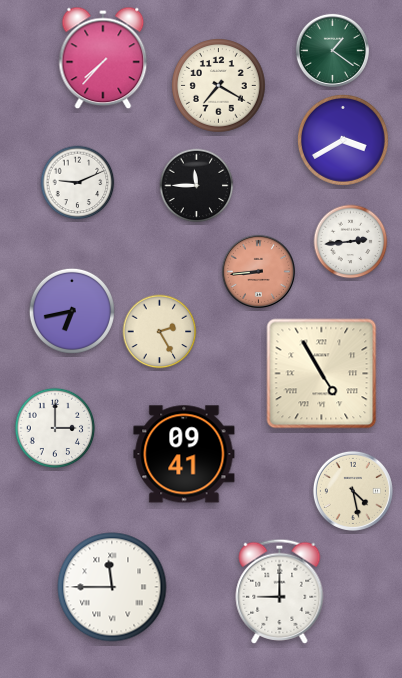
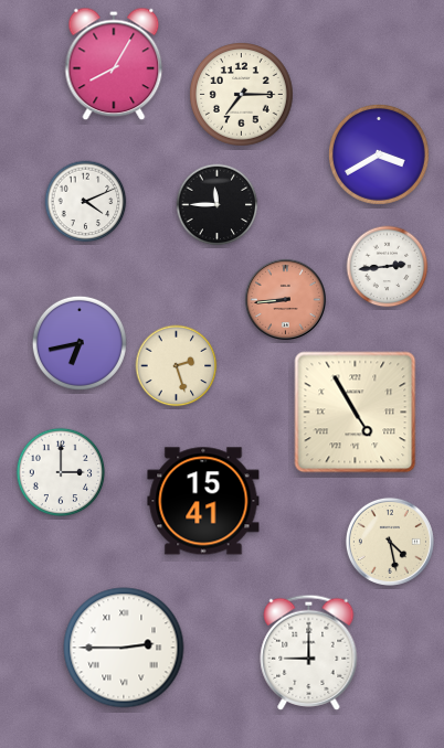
clock at (332, 50): 1:21 -> none
clock at (103, 58): 7:37 -> 8:05
clock at (219, 86): 7:20 -> 7:15
clock at (78, 183): 9:11 -> 4:11
clock at (160, 332): 2:25 -> 2:27
clock at (184, 454): 09:41 -> 15:41
clock at (112, 587): 11:45 -> 2:45
